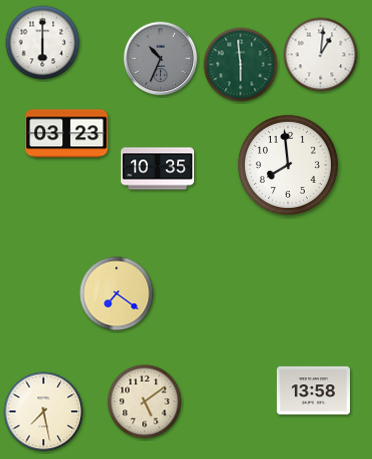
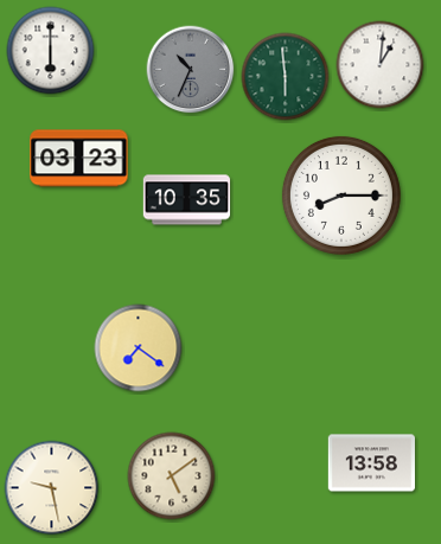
clock at (288, 165): 7:59 -> 8:15
clock at (44, 412): 7:28 -> 9:28
